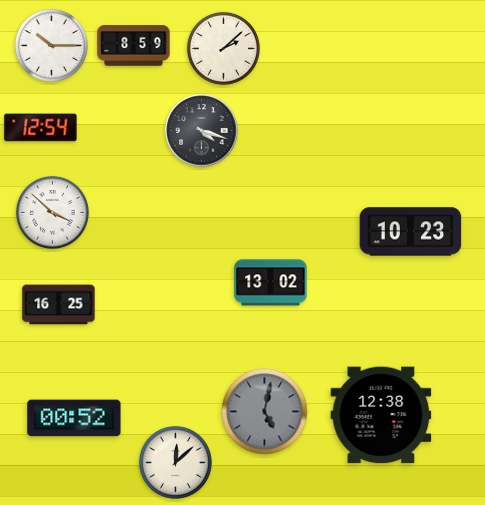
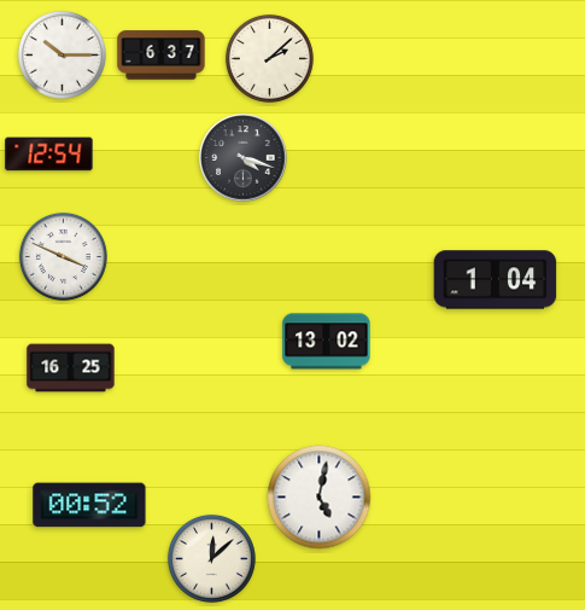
clock at (134, 46): 8:59 -> 6:37
clock at (52, 212): 3:52 -> 3:49
clock at (411, 232): 10:23 -> 1:04
clock at (265, 412) dial: grey -> white
clock at (381, 415): 12:38 -> none
